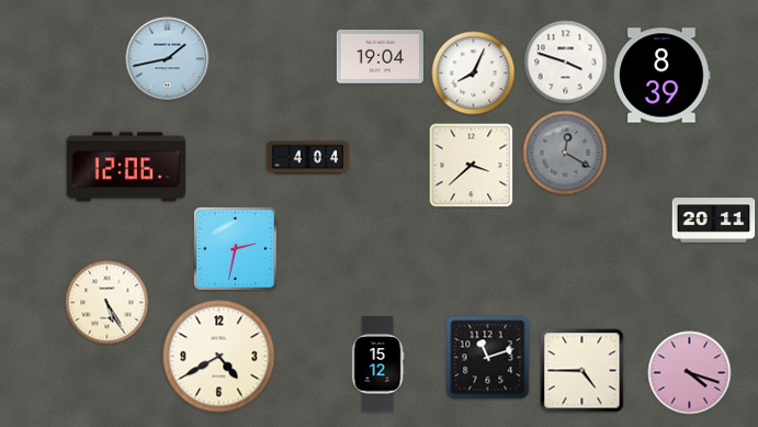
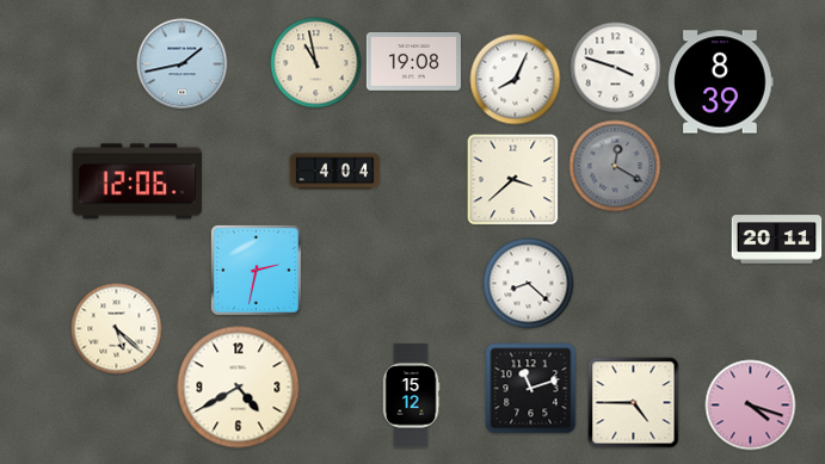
clock at (380, 57): 19:04 -> 19:08
clock at (316, 63): none -> 10:58
clock at (529, 284): none -> 8:22
clock at (108, 303): 5:25 -> 5:22
